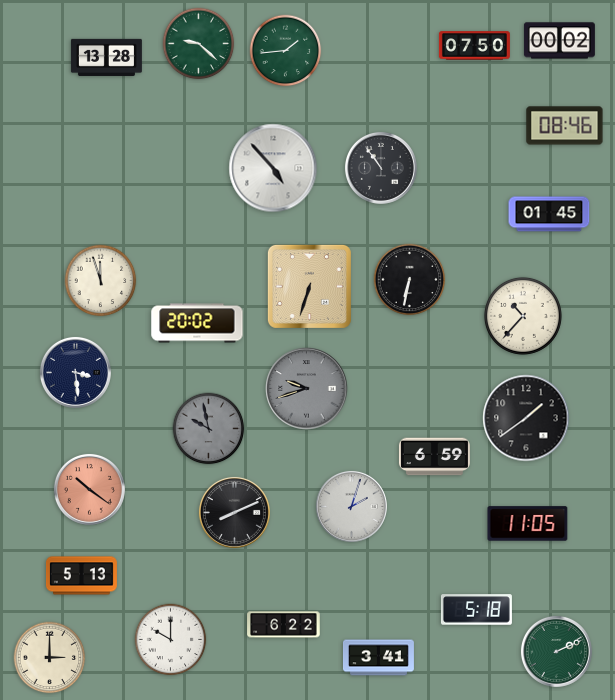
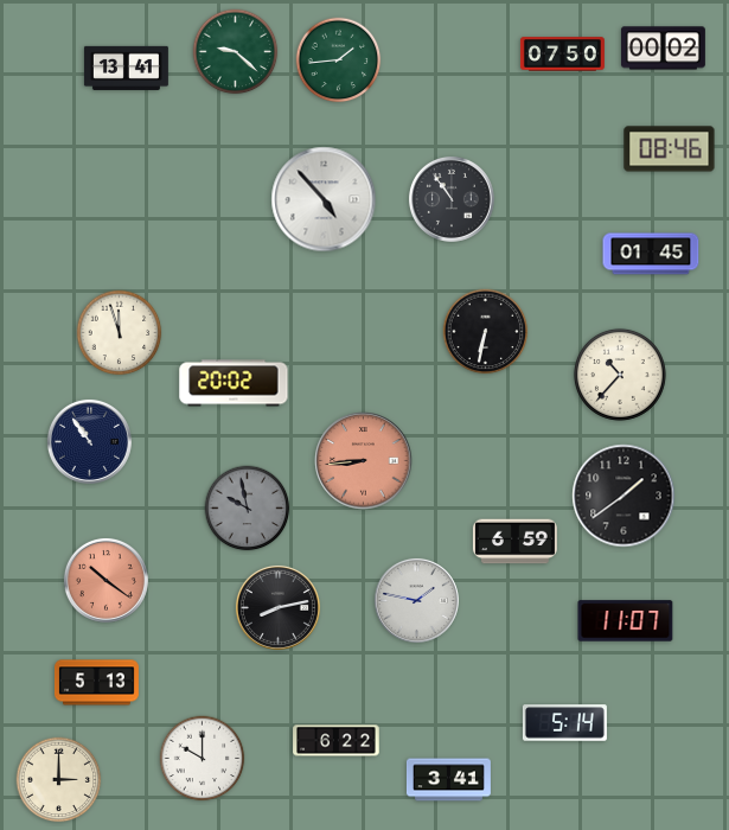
clock at (106, 57): 13:28 -> 13:41
clock at (309, 286): 6:33 -> none
clock at (75, 372): 3:29 -> 10:54
clock at (307, 389): 9:42 -> 8:44
clock at (307, 389) dial: grey -> salmon
clock at (351, 506): 2:03 -> 1:47
clock at (234, 512): 8:11 -> 8:13
clock at (528, 524): 11:05 -> 11:07
clock at (476, 610): 5:18 -> 5:14
clock at (556, 651): 2:11 -> none
